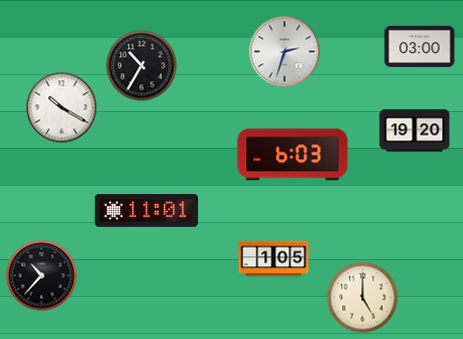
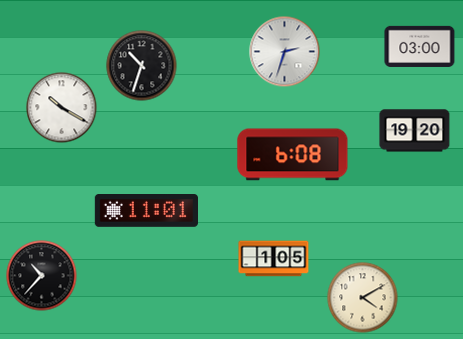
clock at (142, 66): 10:35 -> 10:33
clock at (293, 155): 6:03 -> 6:08
clock at (363, 298): 5:00 -> 4:10
